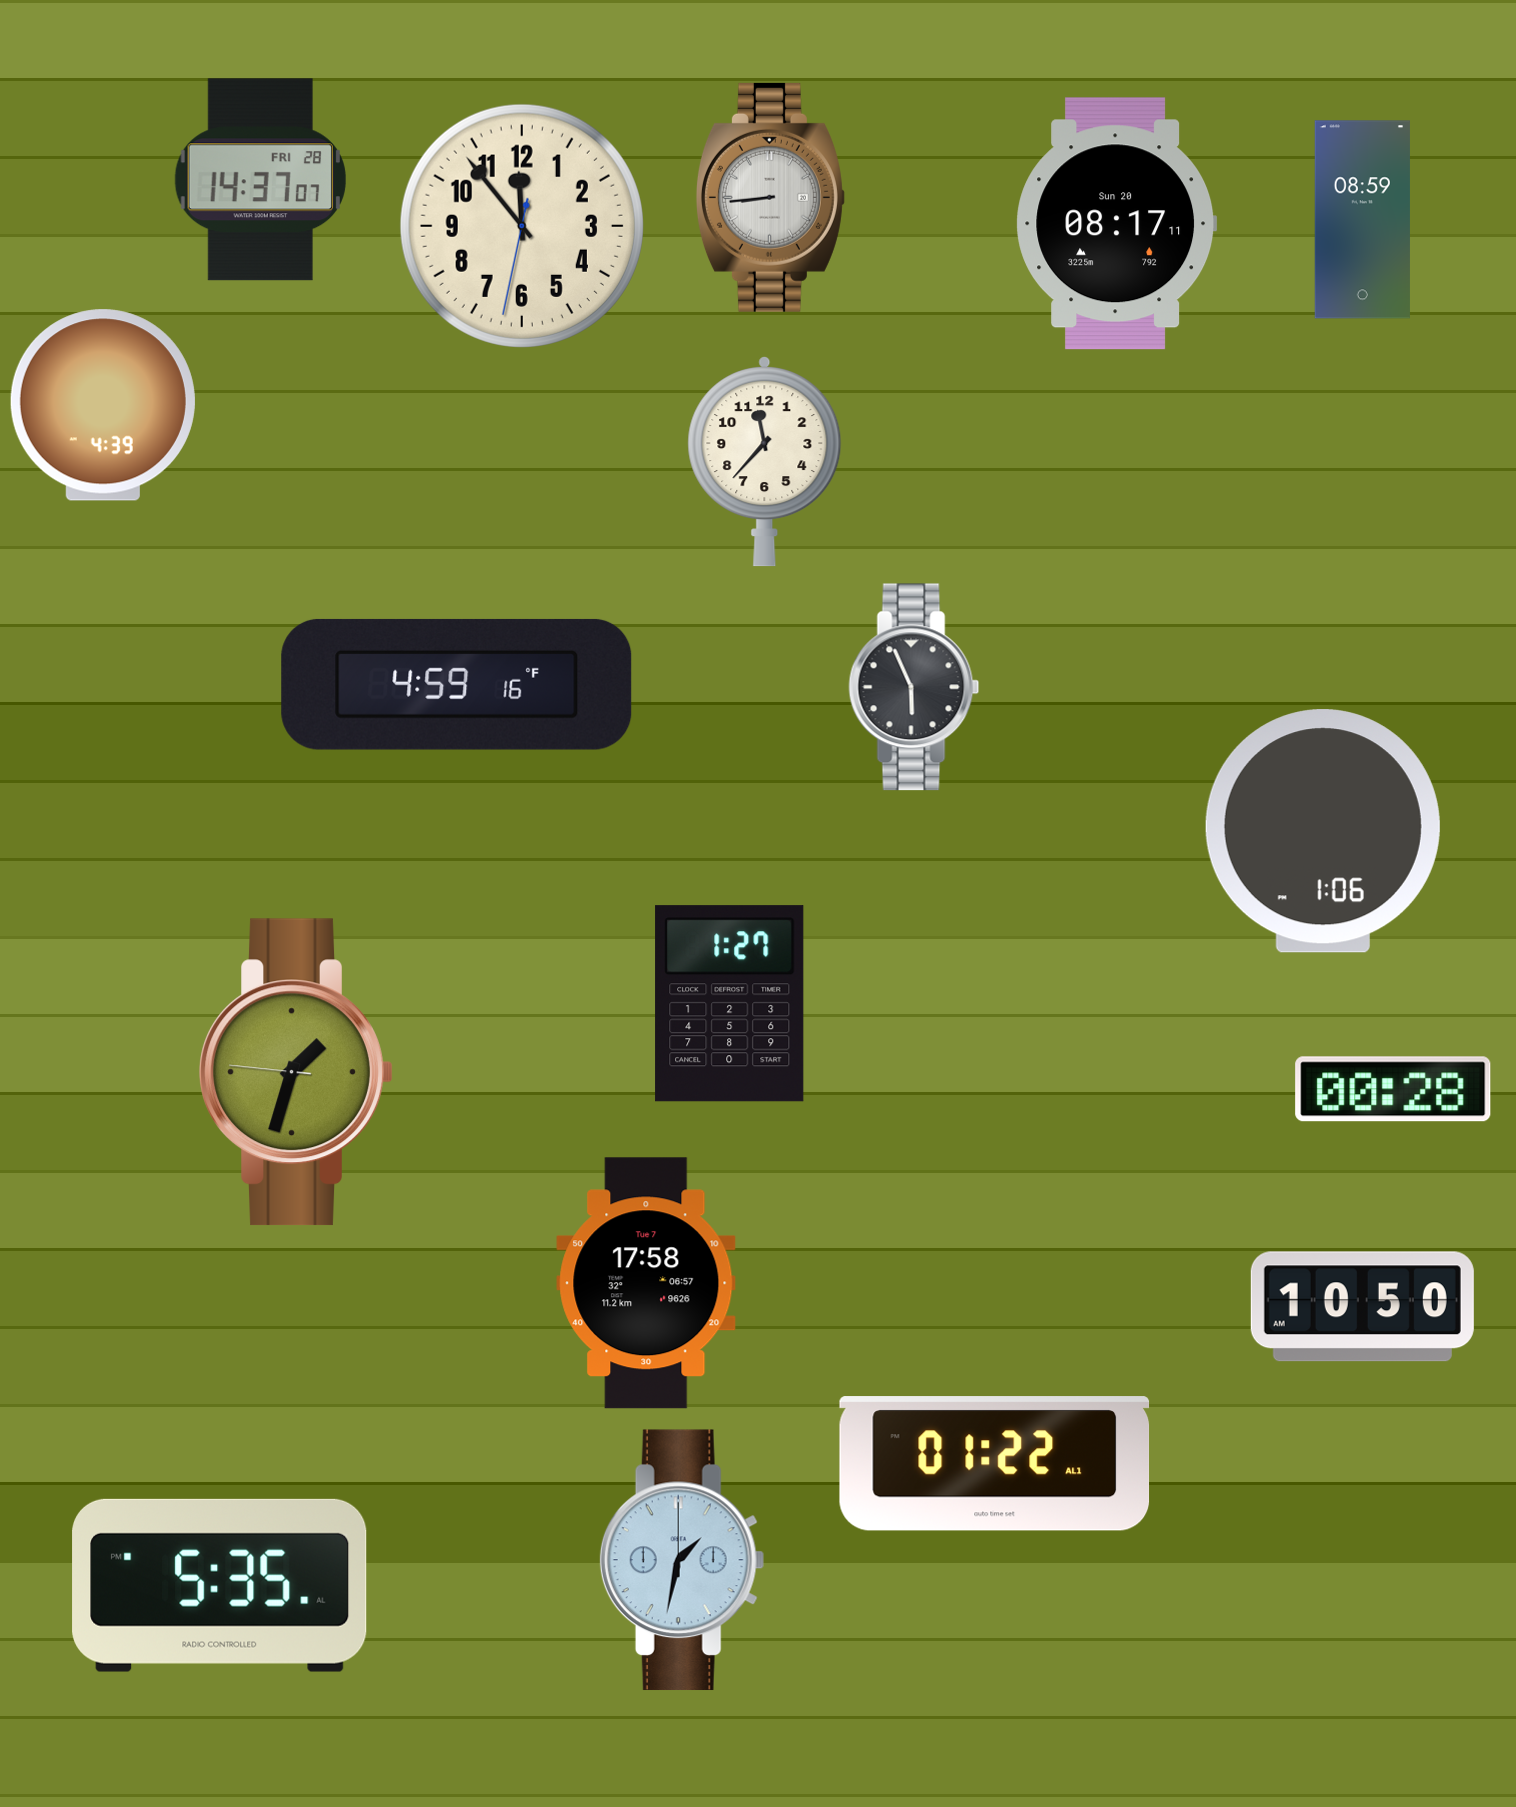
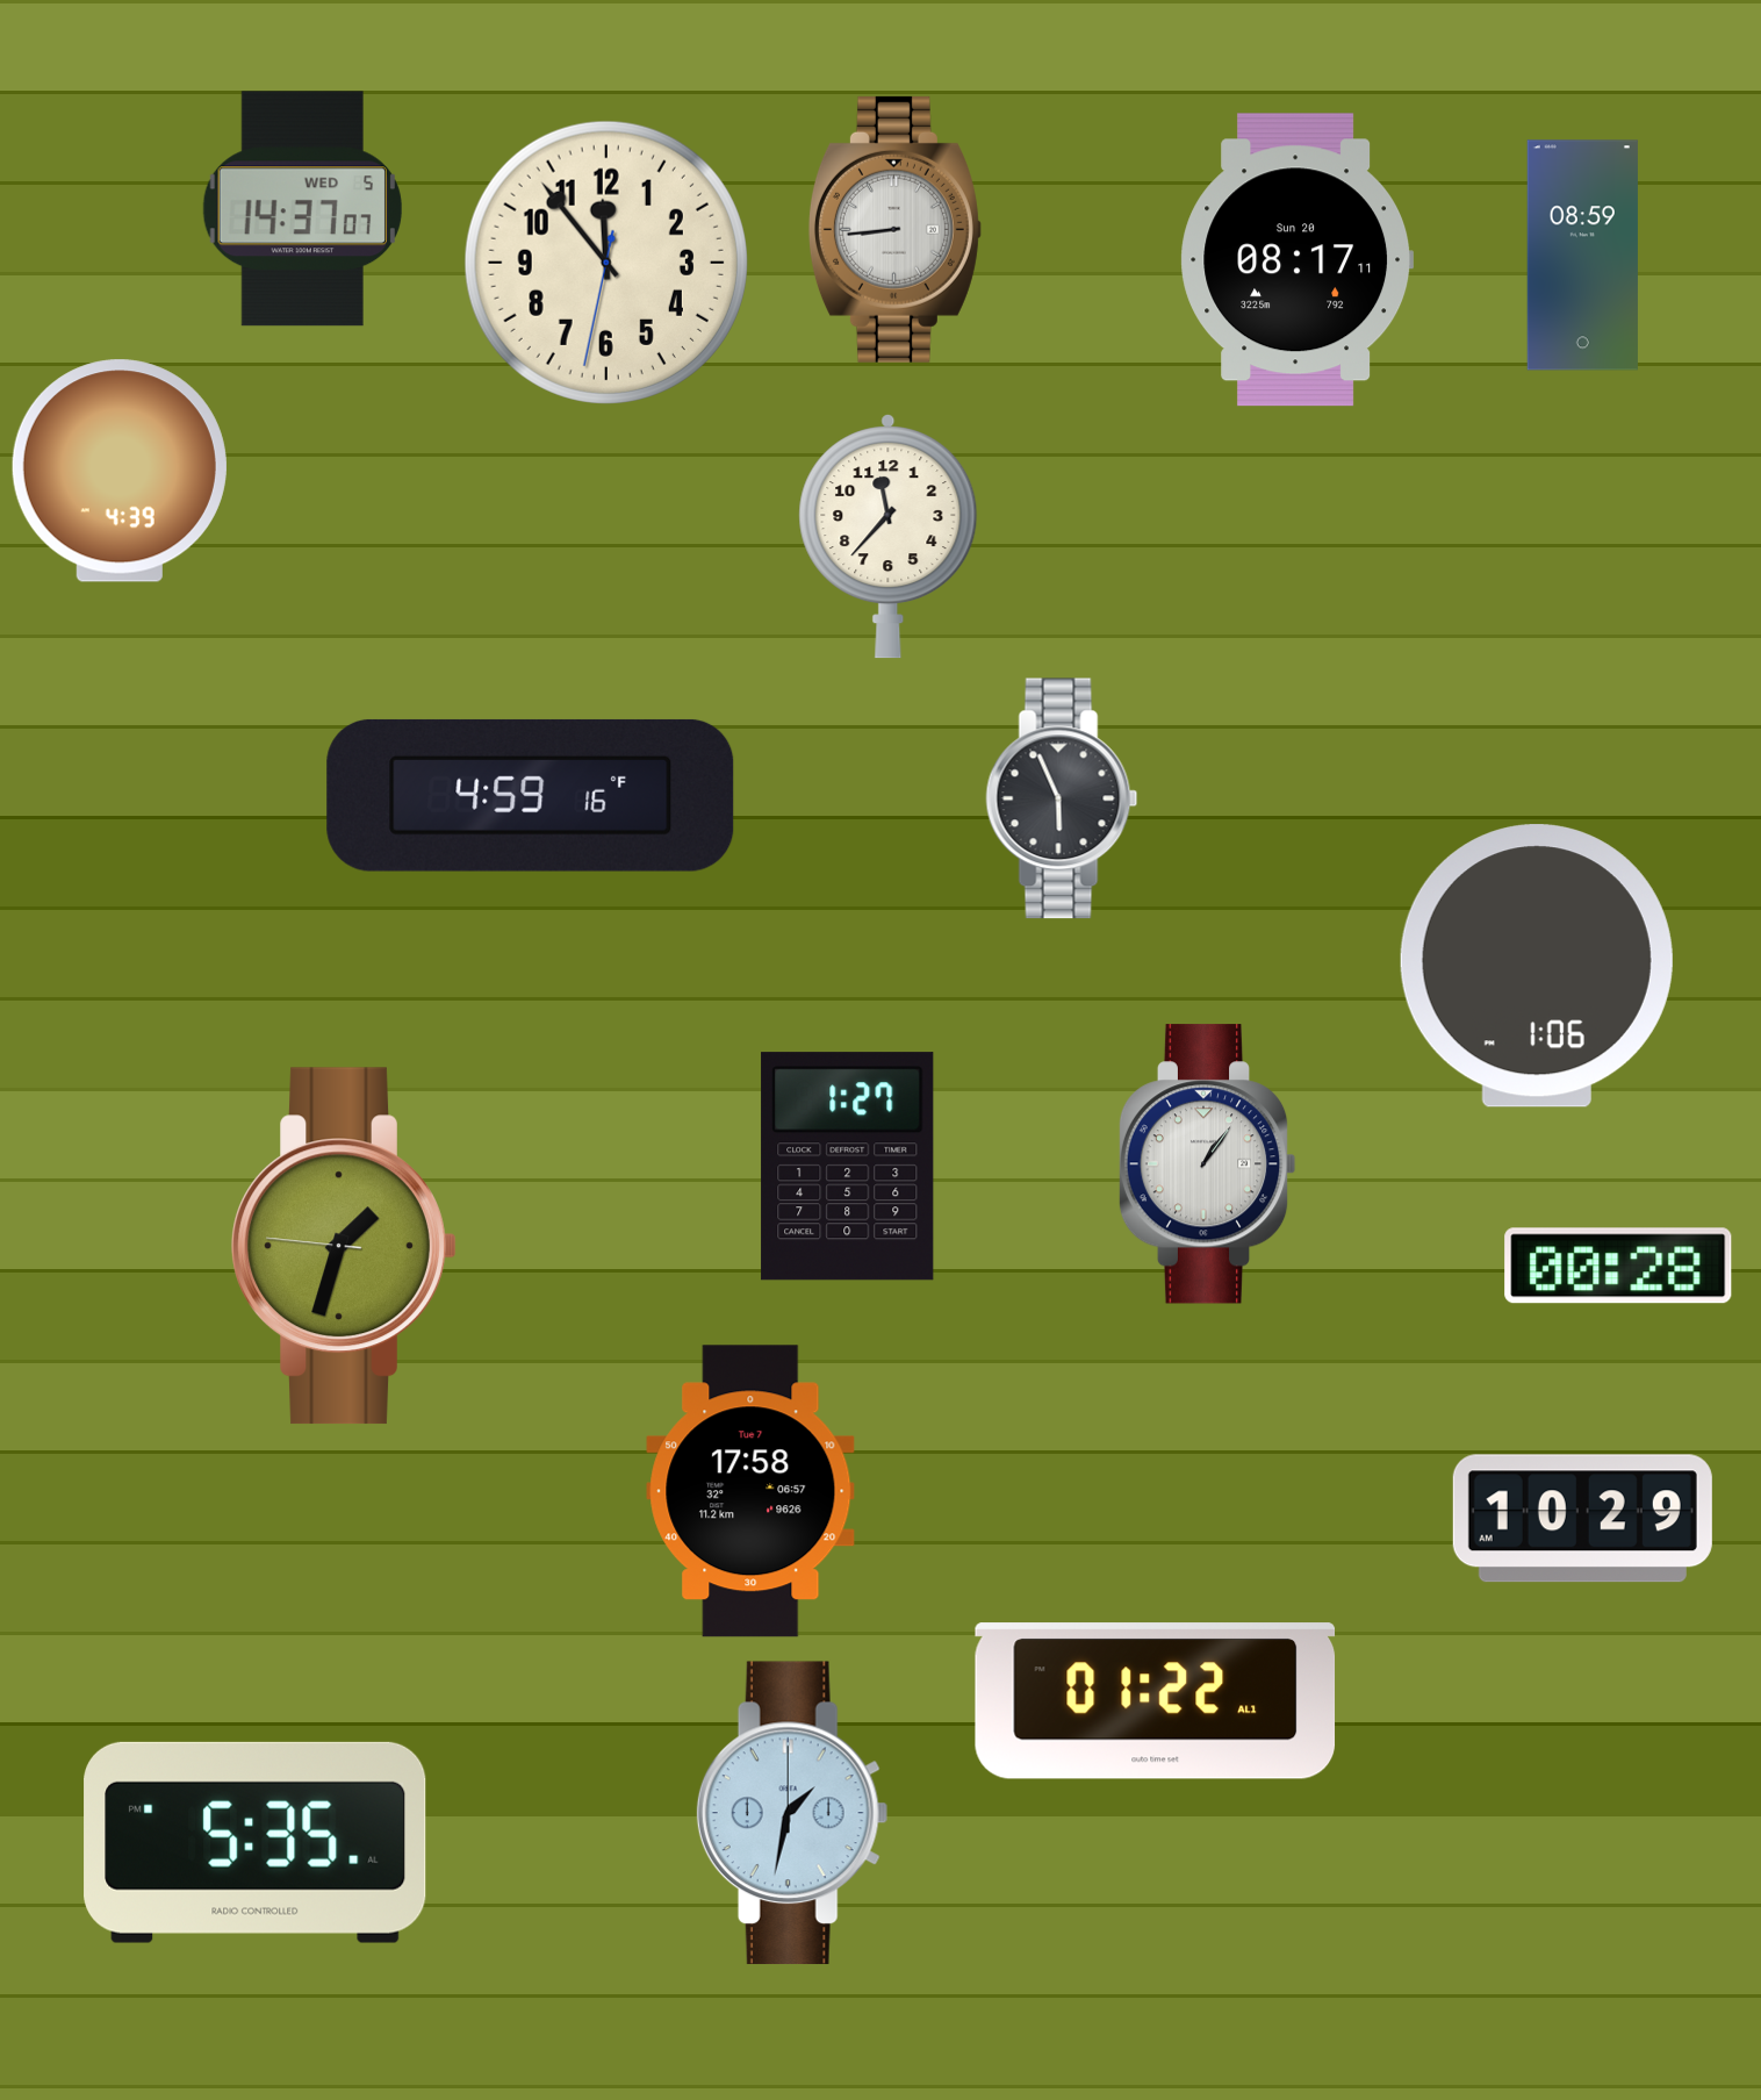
clock at (260, 180) date: FRI 28 -> WED 5
clock at (1207, 1164): none -> 1:06
clock at (1362, 1307): 10:50 -> 10:29
